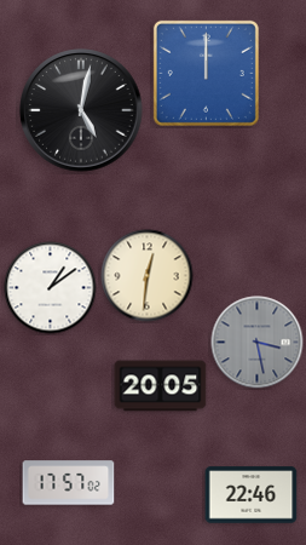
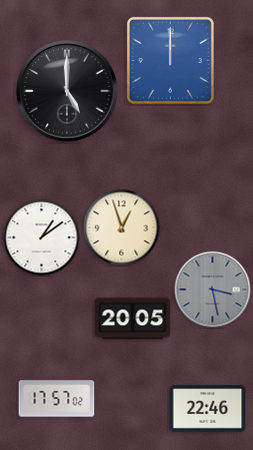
clock at (81, 110): 5:02 -> 5:00
clock at (148, 276): 12:31 -> 12:57
clock at (258, 343) position: (258, 343) -> (213, 290)
